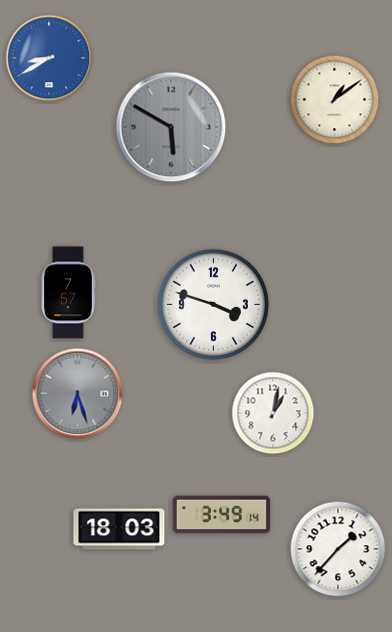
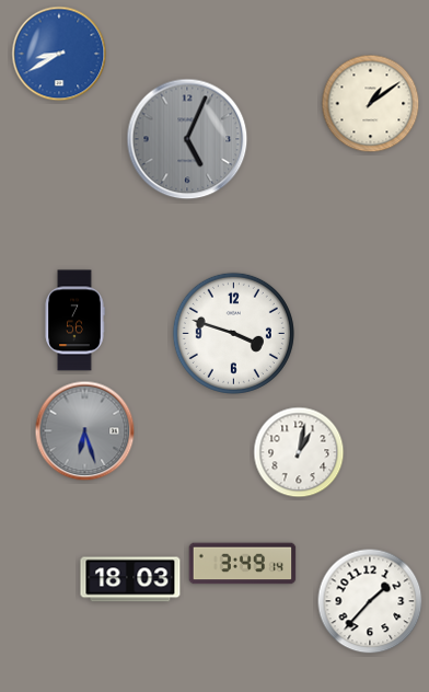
clock at (49, 58) position: (49, 58) -> (59, 54)
clock at (335, 100) position: (335, 100) -> (371, 104)
clock at (171, 127): 5:50 -> 5:04
clock at (68, 293): 7:57 -> 7:56
